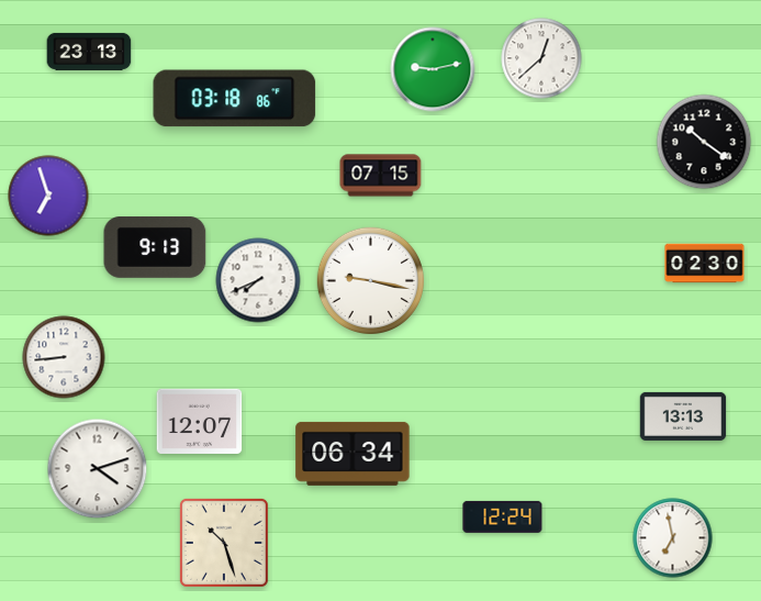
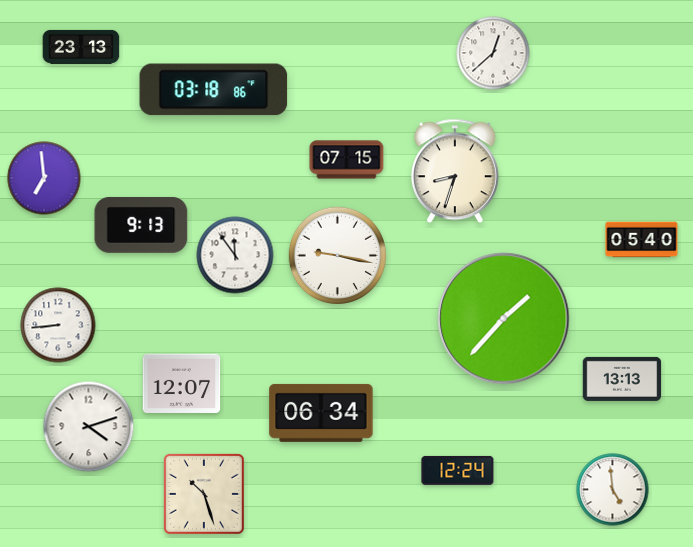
clock at (433, 69): 9:13 -> none
clock at (704, 142): 10:21 -> none
clock at (455, 171): none -> 8:33
clock at (48, 196): 6:57 -> 6:59
clock at (705, 264): 02:30 -> 05:40
clock at (258, 280): 7:41 -> 11:54
clock at (504, 319): none -> 1:37
clock at (673, 538): 6:58 -> 4:59
